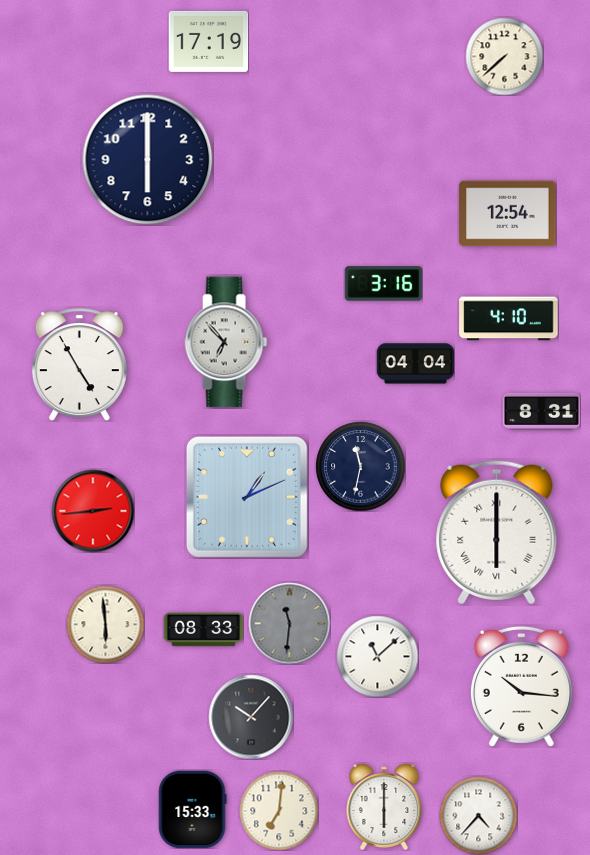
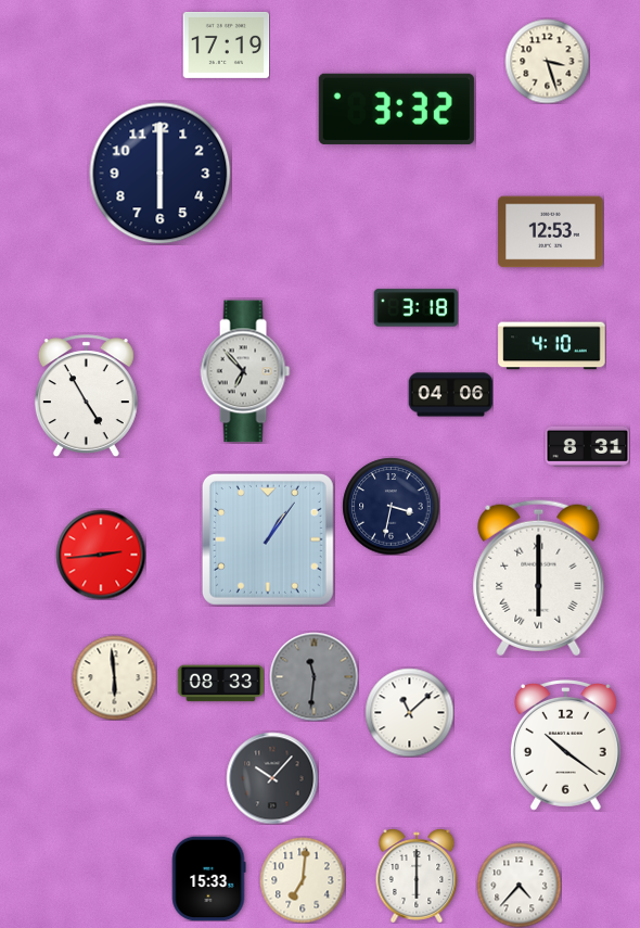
clock at (504, 56): 7:38 -> 3:27
clock at (396, 109): none -> 3:32
clock at (508, 214): 12:54 -> 12:53
clock at (383, 284): 3:16 -> 3:18
clock at (415, 364): 04:04 -> 04:06
clock at (360, 466): 11:32 -> 3:32
clock at (247, 497): 1:11 -> 1:06
clock at (521, 686): 10:16 -> 10:21
